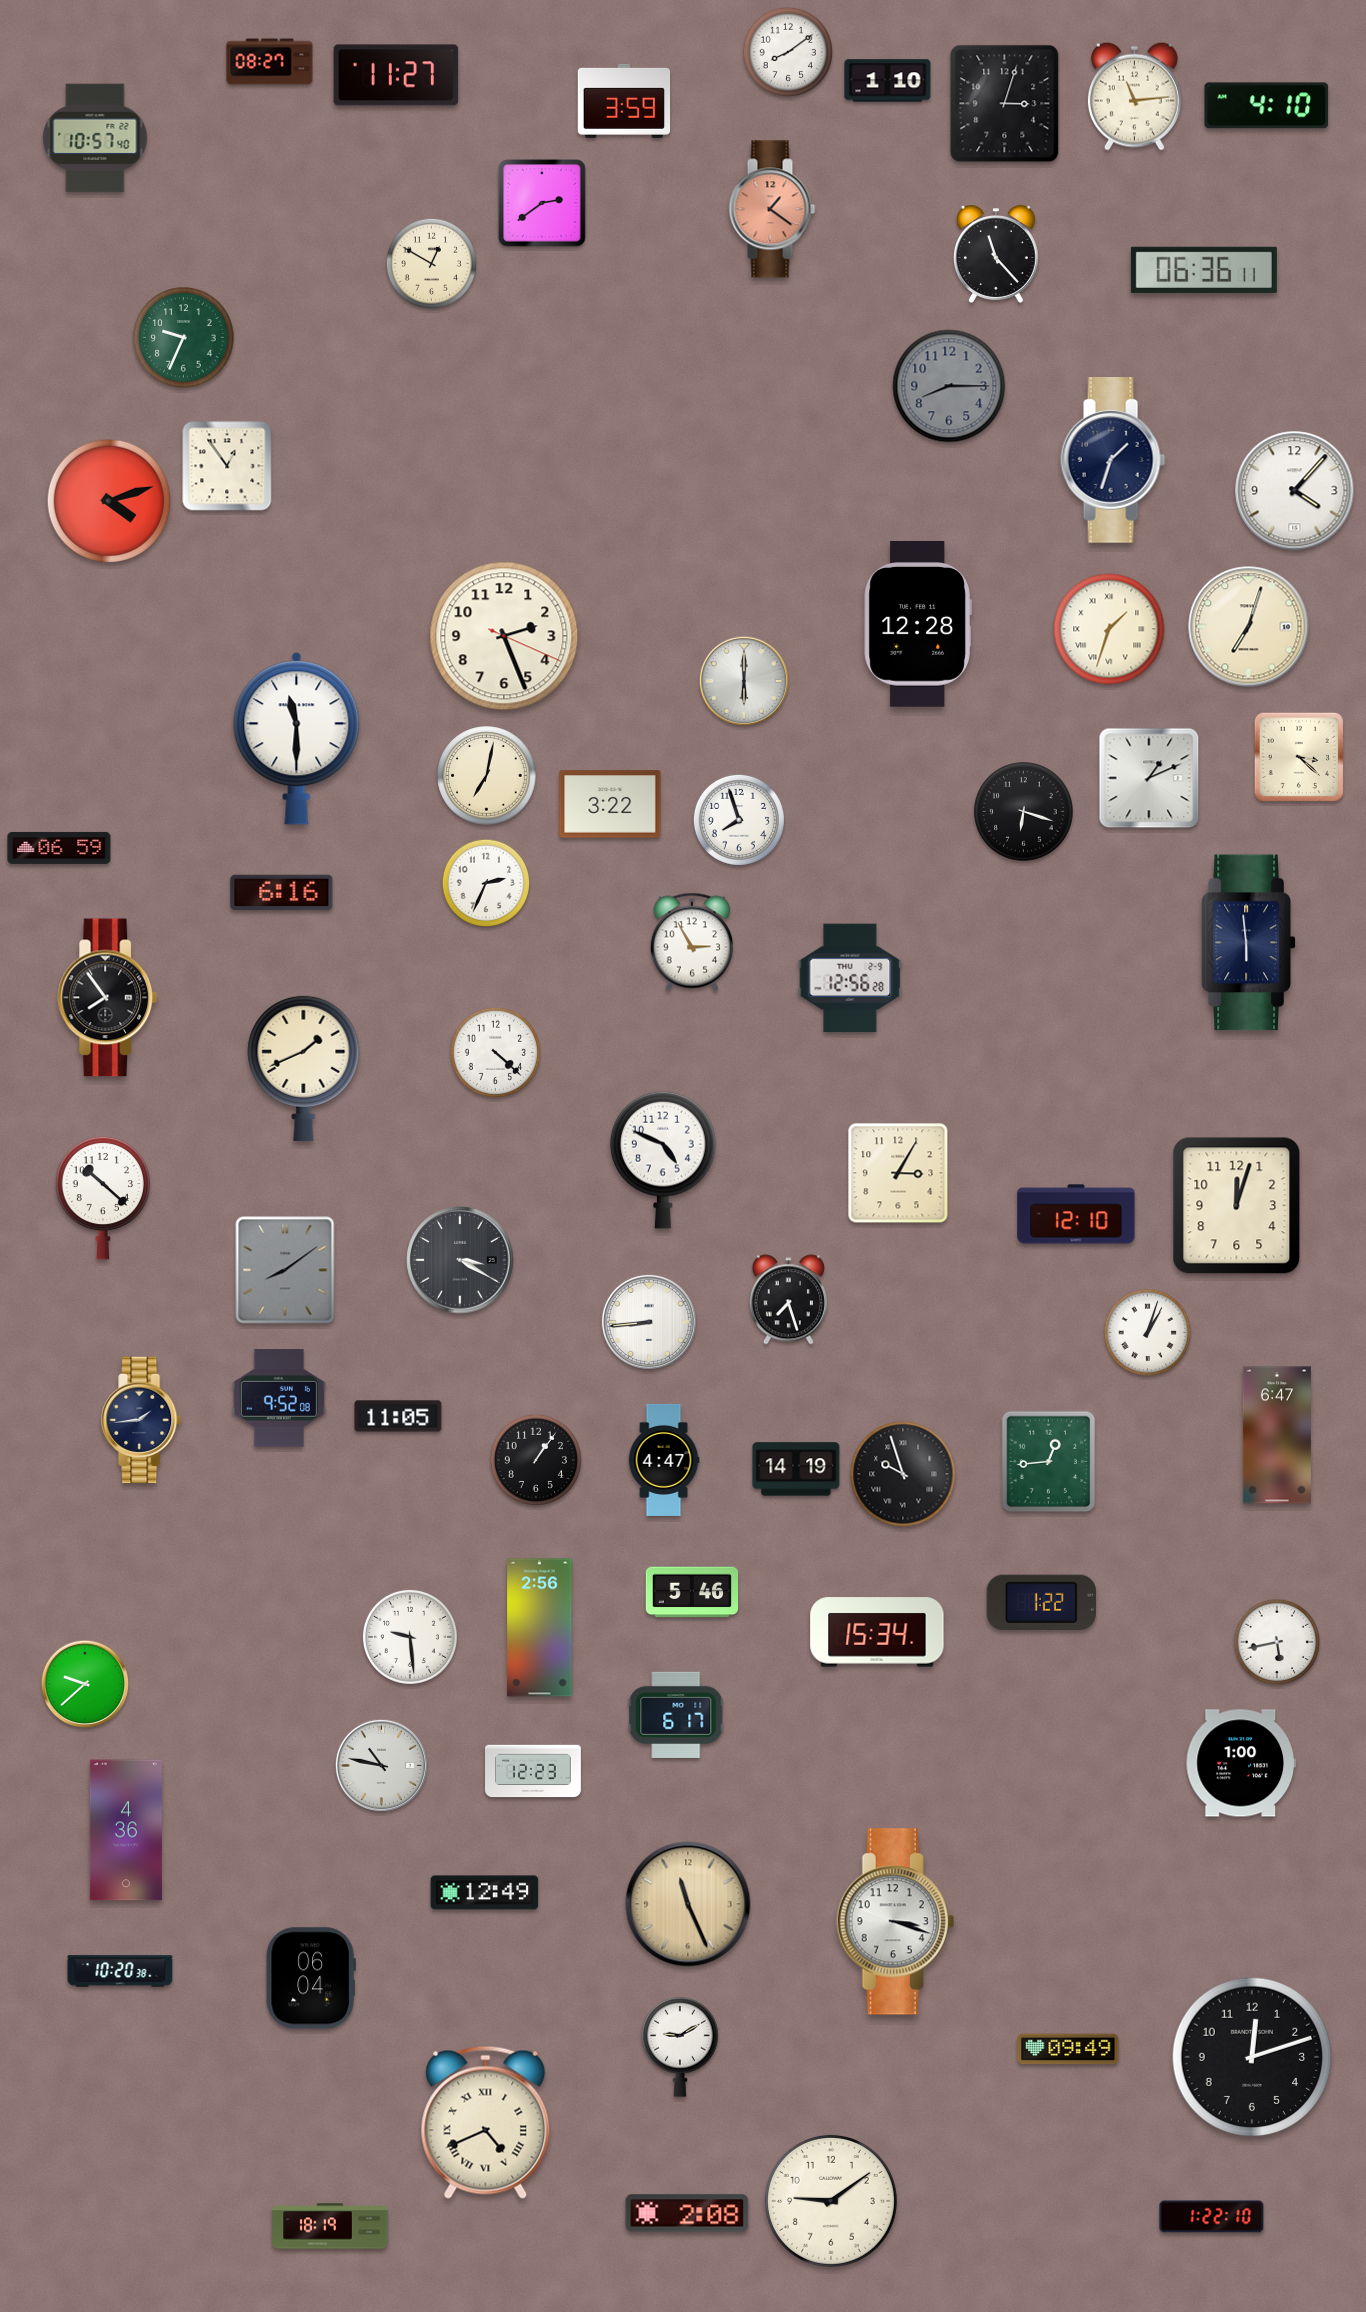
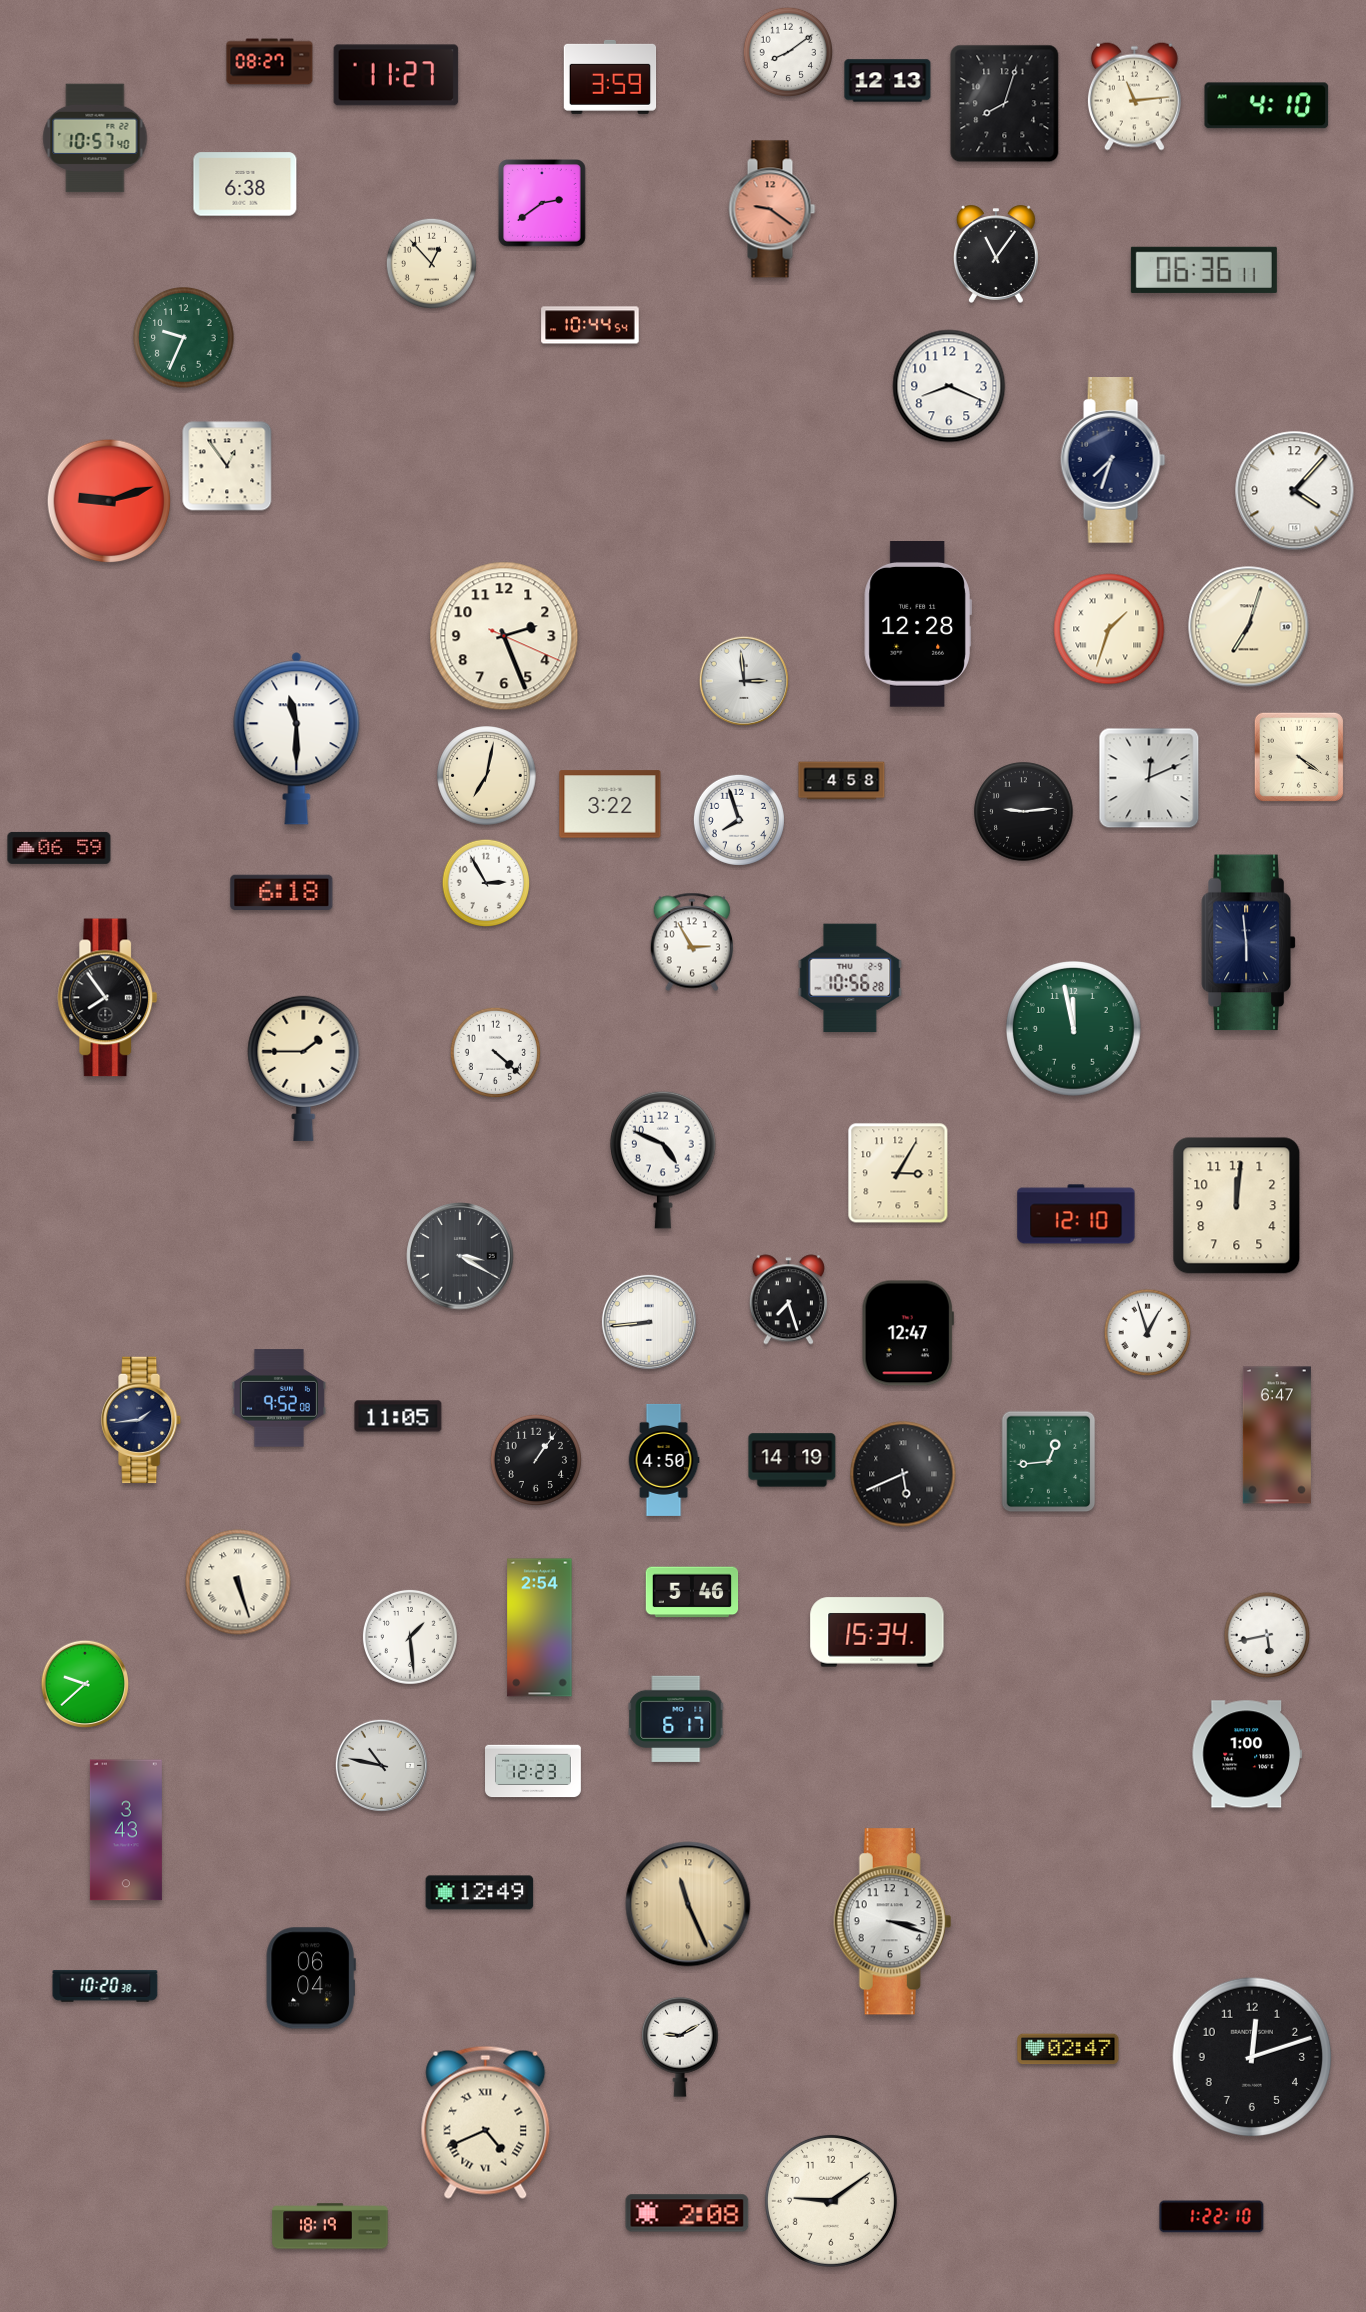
clock at (888, 81): 1:10 -> 12:13
clock at (624, 101) position: (624, 101) -> (610, 77)
clock at (1005, 104): 3:03 -> 8:03
clock at (245, 184): none -> 6:38
clock at (772, 209): 1:21 -> 9:21
clock at (996, 254): 11:23 -> 11:06
clock at (431, 263): 12:50 -> 12:53
clock at (590, 325): none -> 10:44
clock at (949, 386): 8:15 -> 8:19
clock at (949, 386) dial: grey -> white
clock at (1113, 461): 1:33 -> 7:33
clock at (109, 501): 4:12 -> 9:12
clock at (743, 680): 6:00 -> 2:59
clock at (1299, 757): 3:22 -> 4:21
clock at (1149, 778): 1:11 -> 12:11
clock at (842, 781): none -> 4:58
clock at (1024, 812): 6:18 -> 9:14
clock at (486, 883): 2:34 -> 2:55
clock at (282, 893): 6:16 -> 6:18
clock at (850, 978): 12:56 -> 10:56
clock at (1074, 1029): none -> 11:58
clock at (304, 1068): 1:41 -> 1:45
clock at (102, 1198): 10:22 -> none
clock at (1237, 1206): 12:03 -> 12:01
clock at (460, 1260) position: (460, 1260) -> (460, 1256)
clock at (285, 1270): 8:09 -> none
clock at (908, 1333): none -> 12:47
clock at (1148, 1333): 1:03 -> 12:57
clock at (664, 1460): 4:47 -> 4:50
clock at (796, 1469) position: (796, 1469) -> (792, 1460)
clock at (903, 1474): 9:57 -> 5:41
clock at (238, 1582): none -> 5:27
clock at (1041, 1602): 1:22 -> none
clock at (540, 1628): 2:56 -> 2:54
clock at (410, 1637): 9:29 -> 1:29
clock at (1277, 1642) position: (1277, 1642) -> (1267, 1635)
clock at (676, 1715) position: (676, 1715) -> (676, 1719)
clock at (1241, 1763) position: (1241, 1763) -> (1247, 1754)
clock at (126, 1830): 4:36 -> 3:43
clock at (485, 1893) position: (485, 1893) -> (480, 1893)
clock at (896, 1922) position: (896, 1922) -> (893, 1922)
clock at (120, 1971) position: (120, 1971) -> (105, 1986)
clock at (1068, 2049): 09:49 -> 02:47
